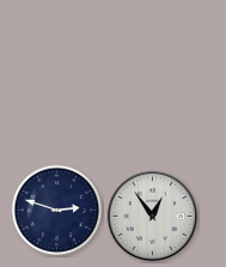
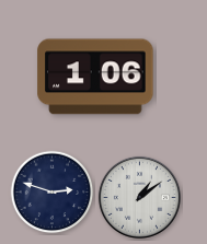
clock at (95, 77): none -> 1:06
clock at (152, 216): 12:54 -> 1:09
